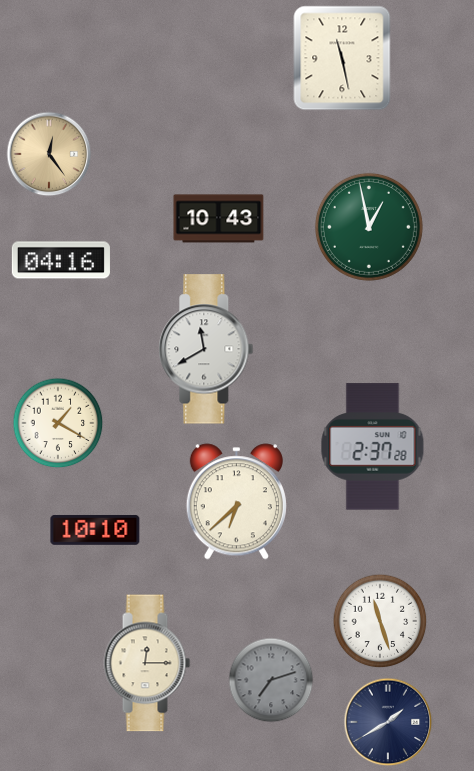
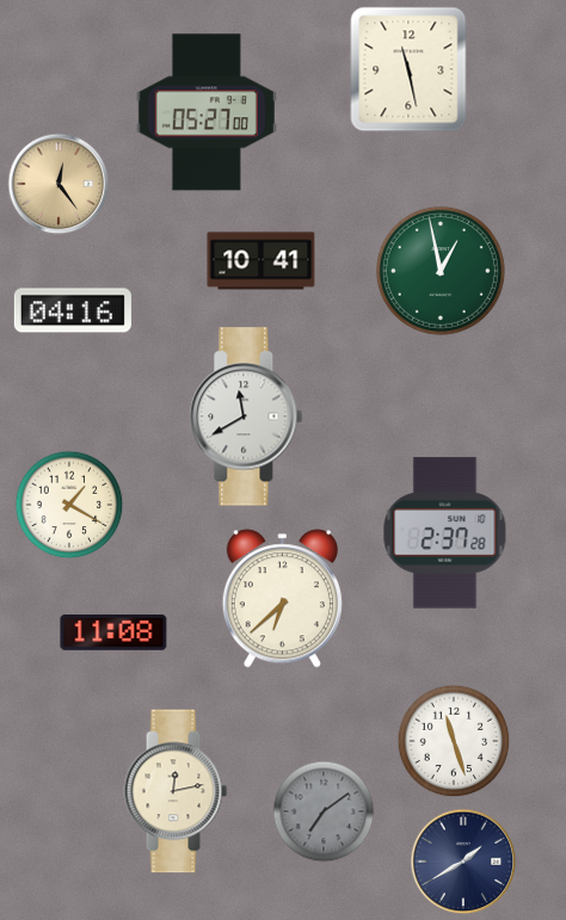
clock at (207, 112): none -> 05:27
clock at (219, 219): 10:43 -> 10:41
clock at (95, 530): 10:10 -> 11:08
clock at (147, 663): 12:15 -> 12:13
clock at (271, 680): 7:12 -> 7:09
